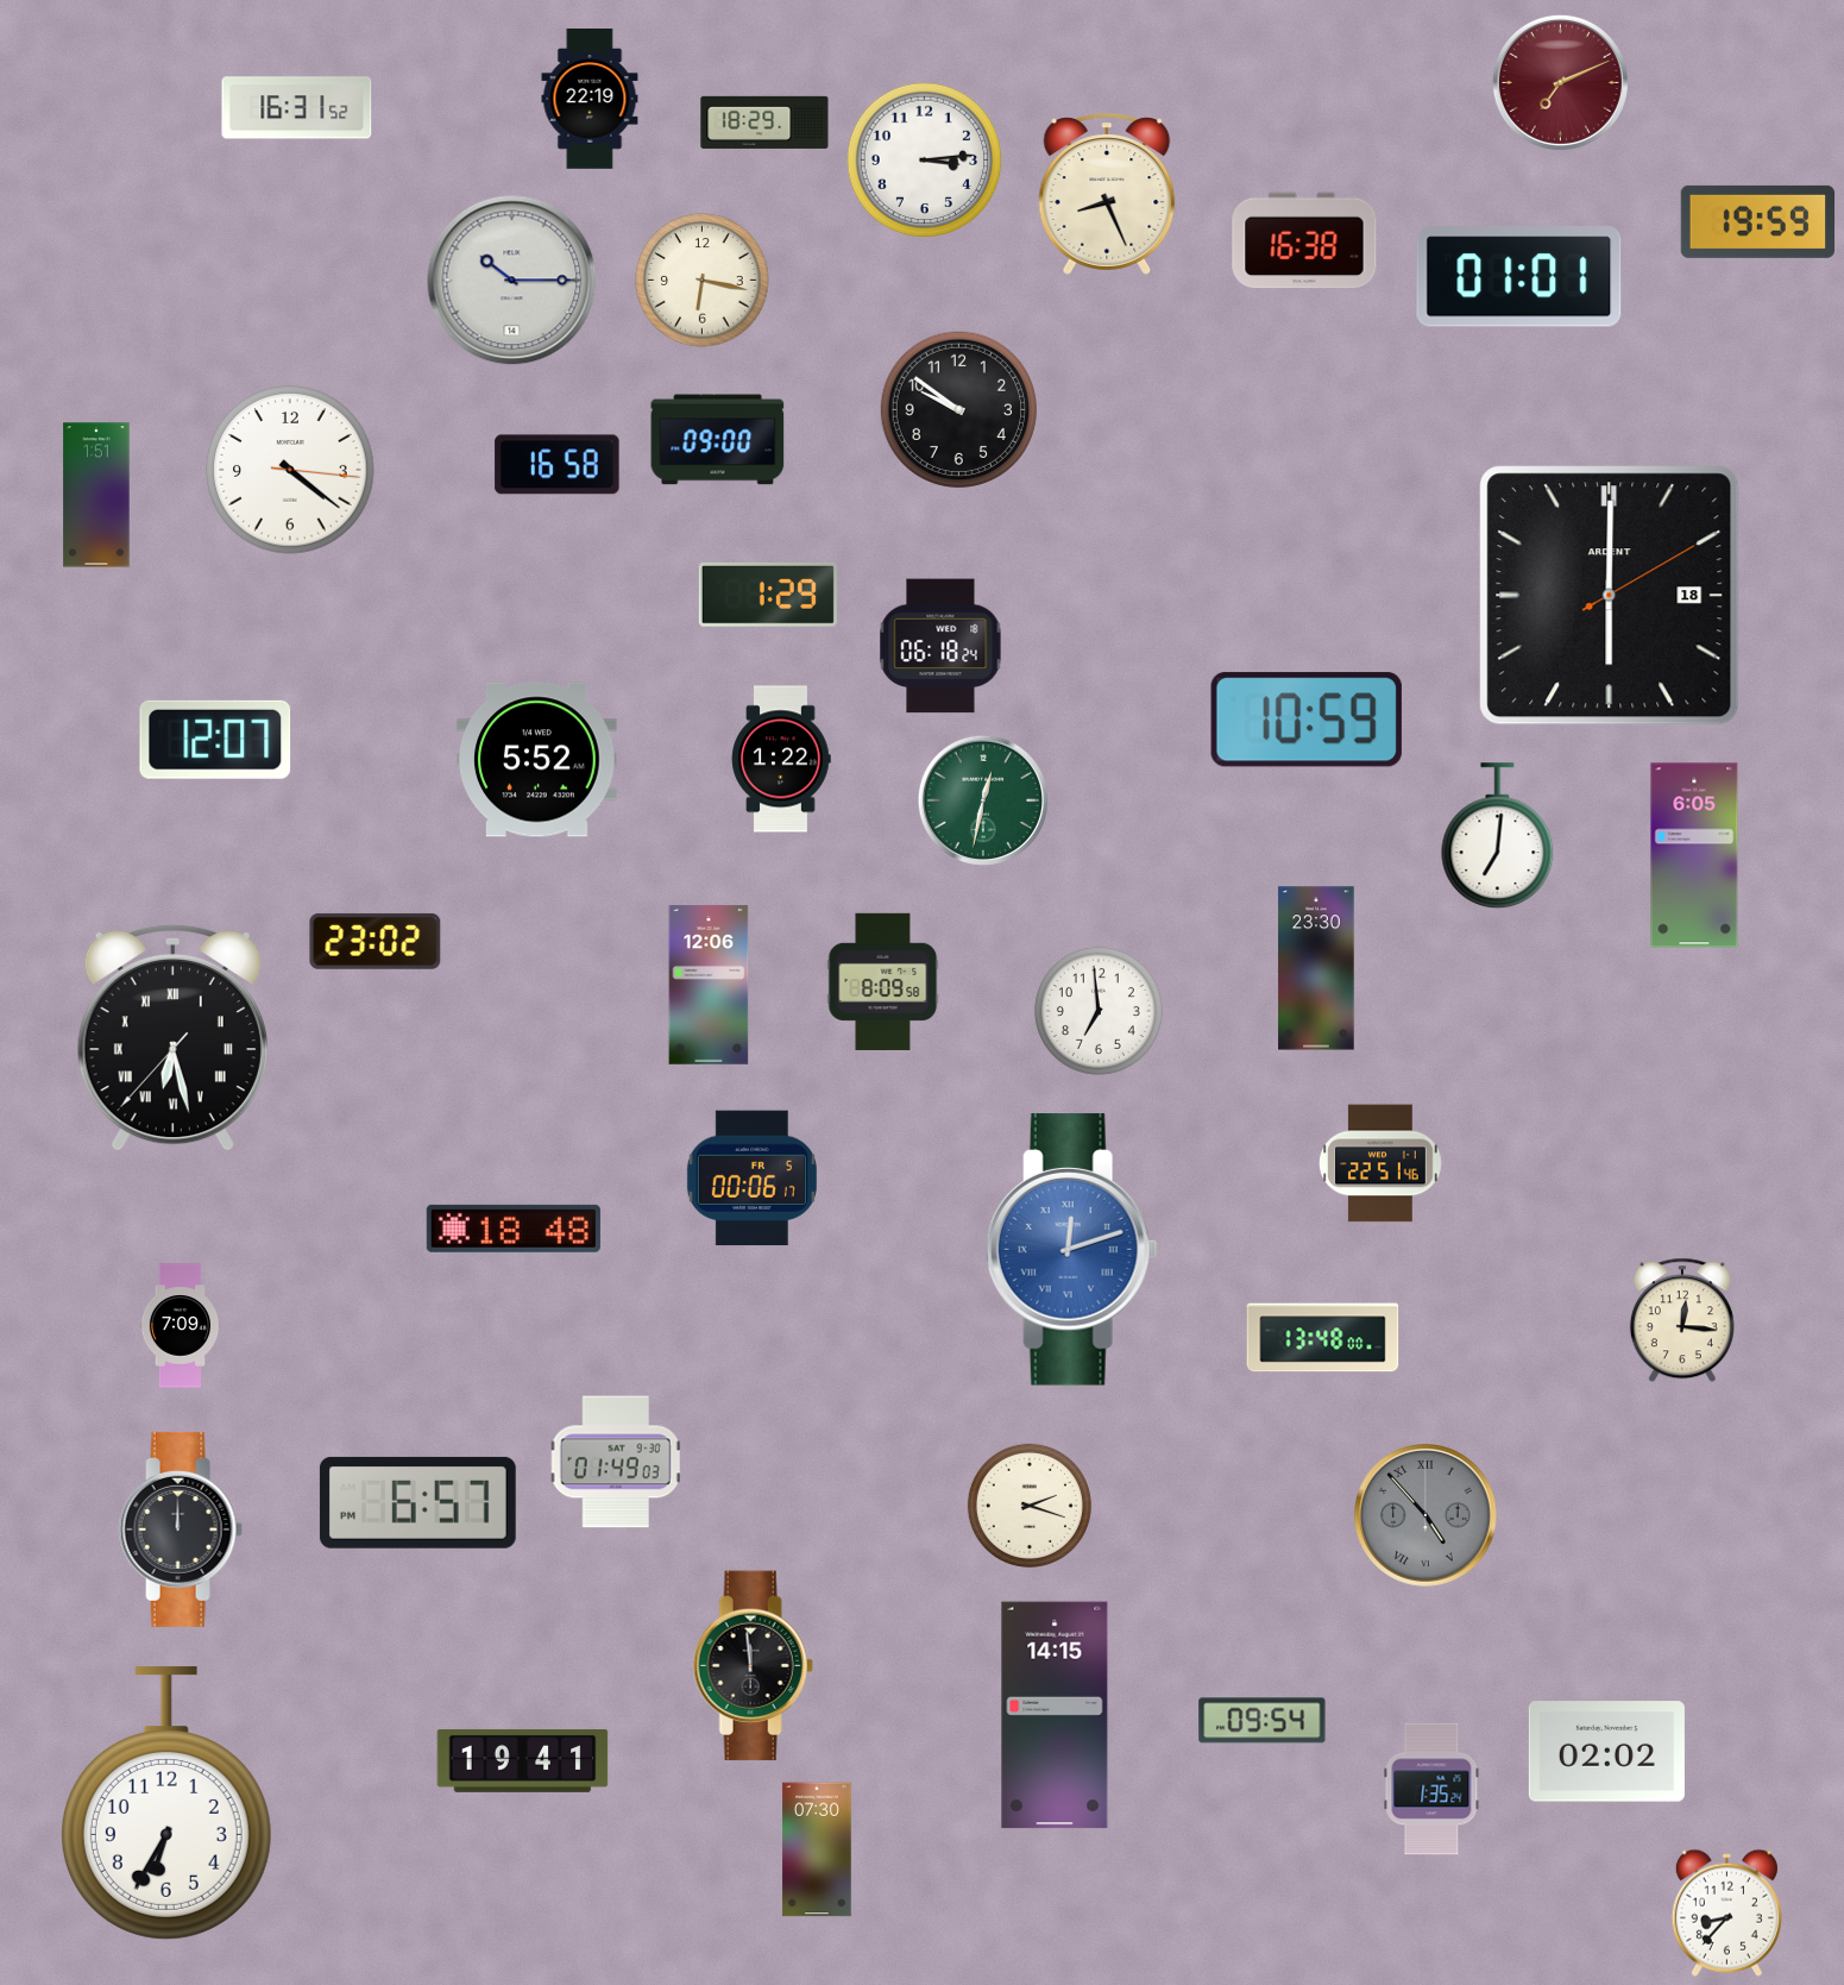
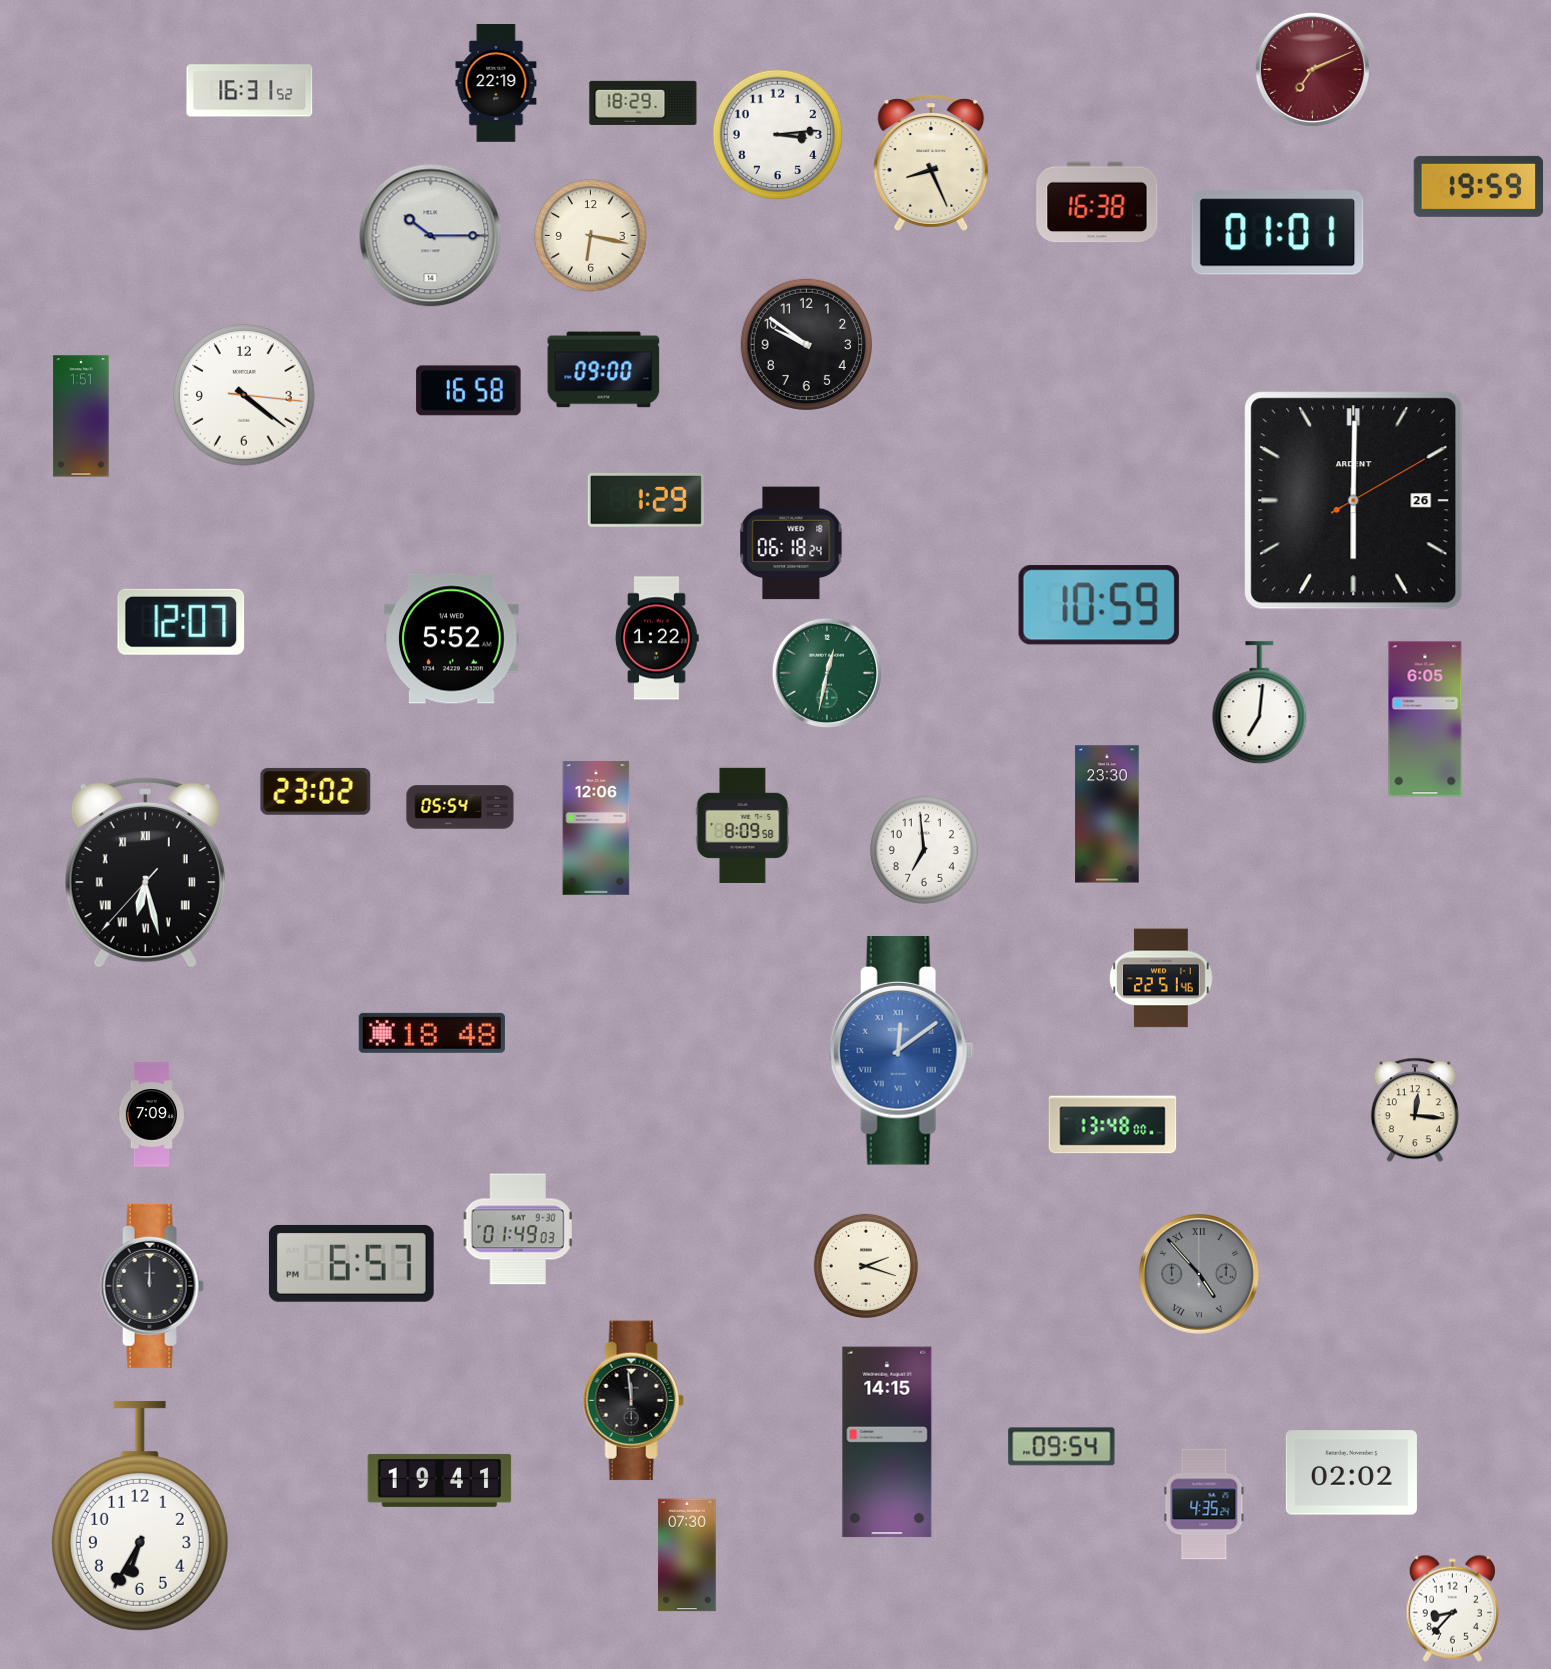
clock at (1610, 596) date: 18 -> 26
clock at (460, 807): none -> 05:54
clock at (751, 1179): 00:06 -> none
clock at (1071, 1250): 12:12 -> 12:09
clock at (1431, 1789): 1:35 -> 4:35
